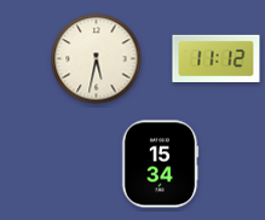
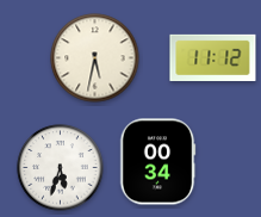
clock at (160, 164): 15:34 -> 00:34
clock at (61, 168): none -> 5:33
